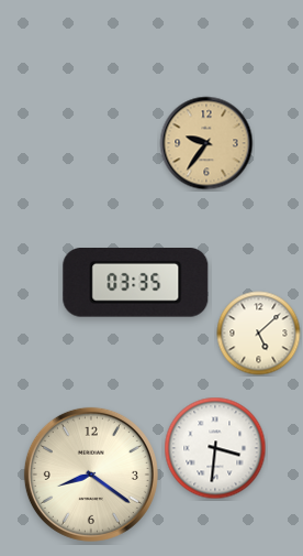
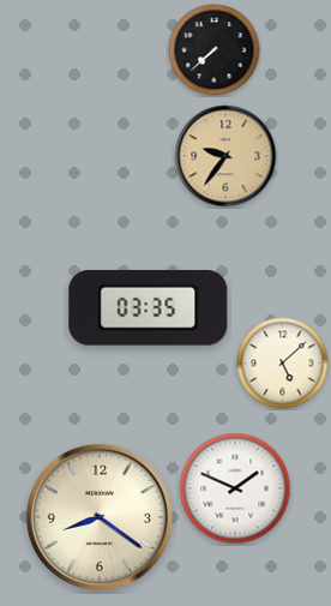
clock at (215, 50): none -> 7:38
clock at (215, 448): 3:31 -> 1:49
